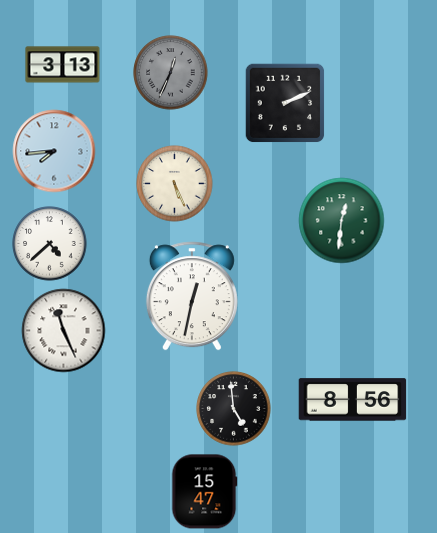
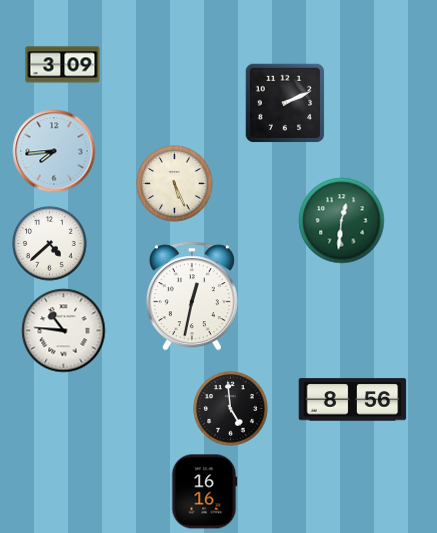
clock at (63, 65): 3:13 -> 3:09
clock at (171, 73): 12:34 -> none
clock at (64, 331): 11:26 -> 10:46
clock at (234, 409) position: (234, 409) -> (231, 409)
clock at (205, 492): 15:47 -> 16:16
